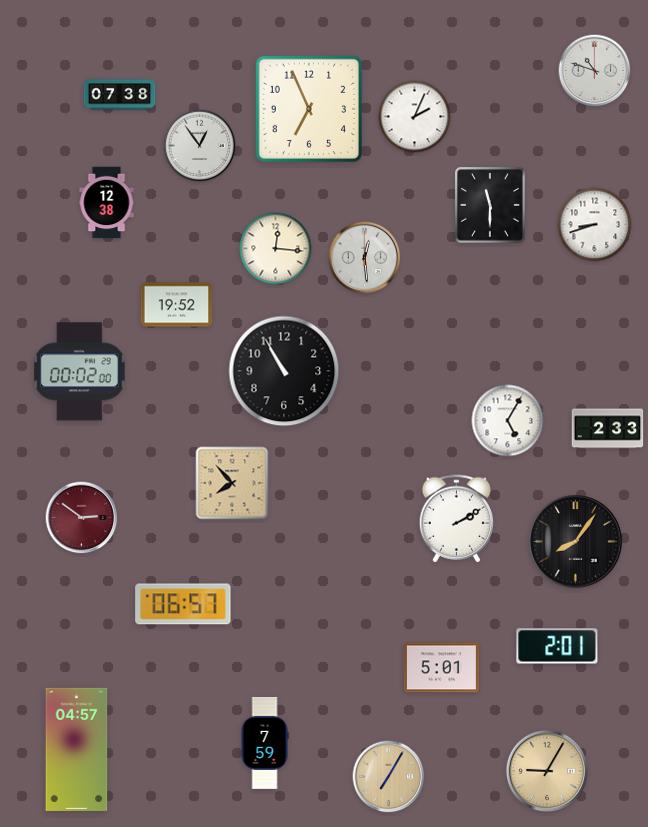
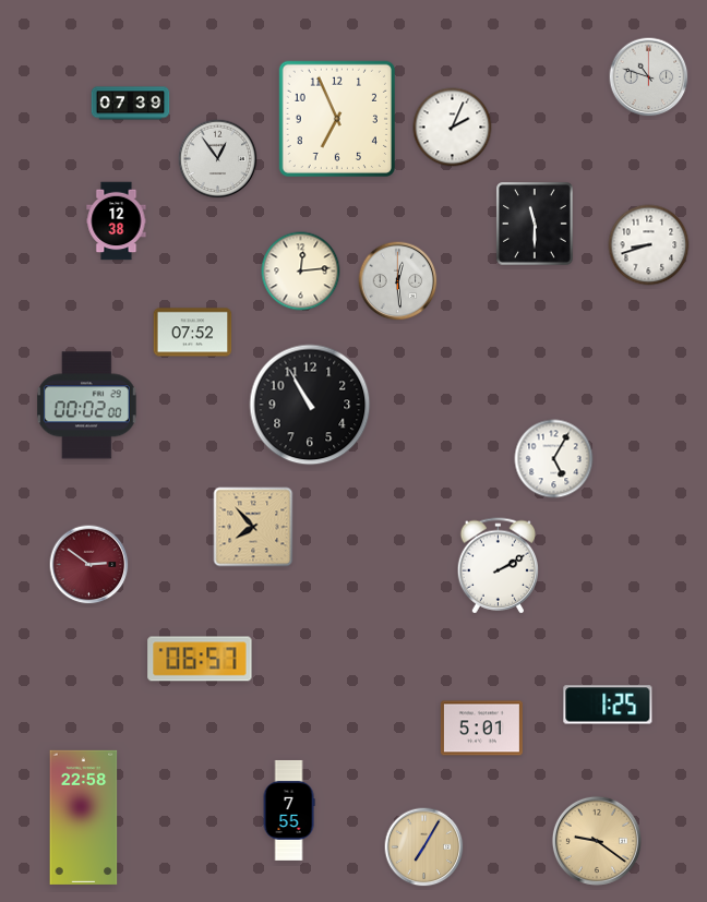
clock at (120, 95): 07:38 -> 07:39
clock at (276, 249): 12:16 -> 12:14
clock at (177, 305): 19:52 -> 07:52
clock at (608, 429): 2:33 -> none
clock at (576, 542): 8:06 -> none
clock at (557, 646): 2:01 -> 1:25
clock at (265, 743): 7:59 -> 7:55
clock at (77, 749): 04:57 -> 22:58
clock at (547, 771): 9:05 -> 9:21
